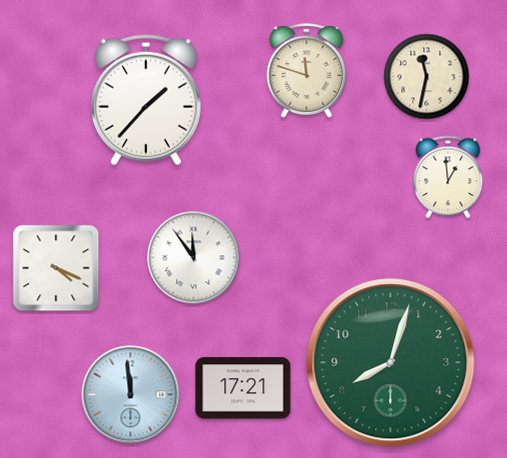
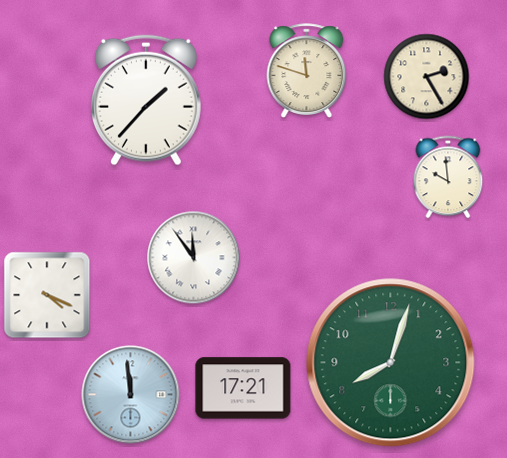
clock at (427, 77): 11:32 -> 2:25
clock at (448, 177): 12:59 -> 9:59
clock at (56, 268) position: (56, 268) -> (47, 295)
